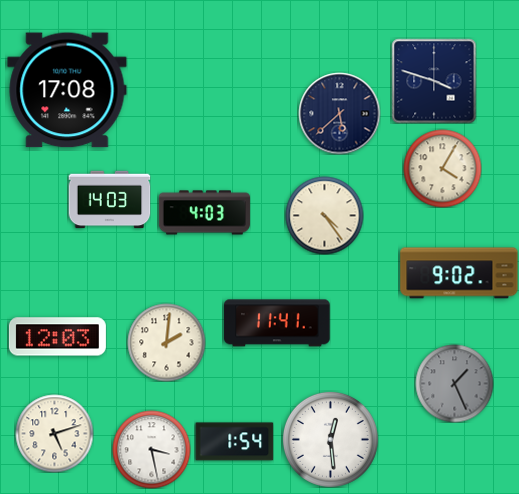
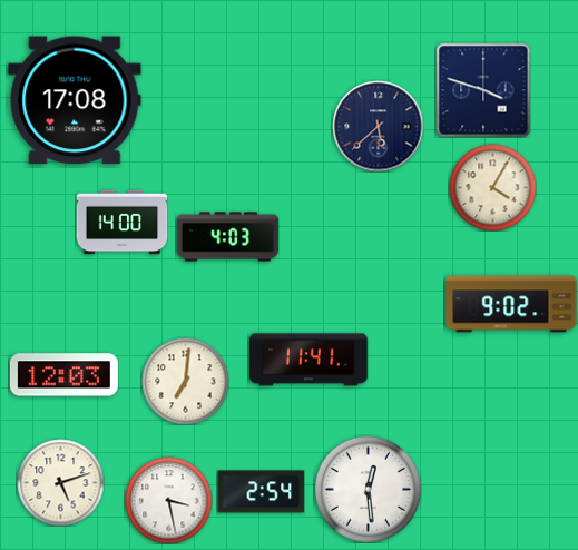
clock at (109, 200): 14:03 -> 14:00
clock at (324, 215): 4:24 -> none
clock at (166, 342): 2:01 -> 7:01
clock at (454, 383): 1:26 -> none
clock at (234, 442): 1:54 -> 2:54
